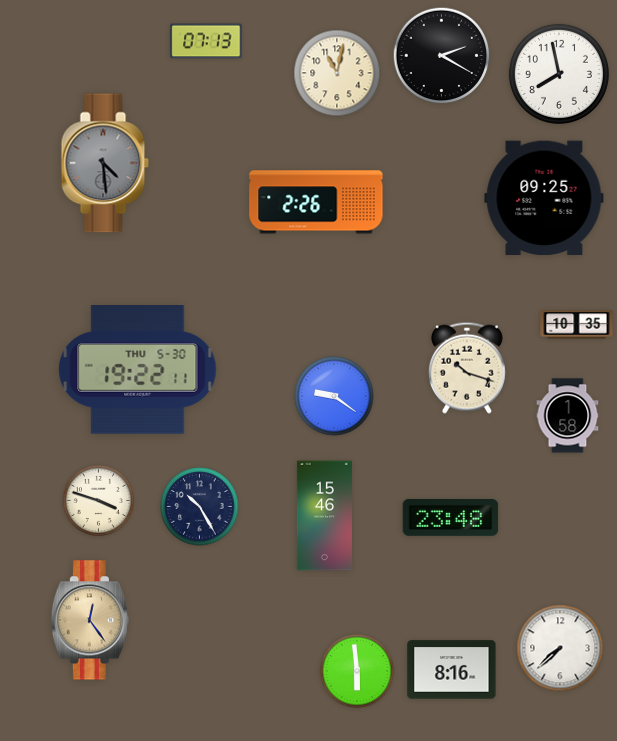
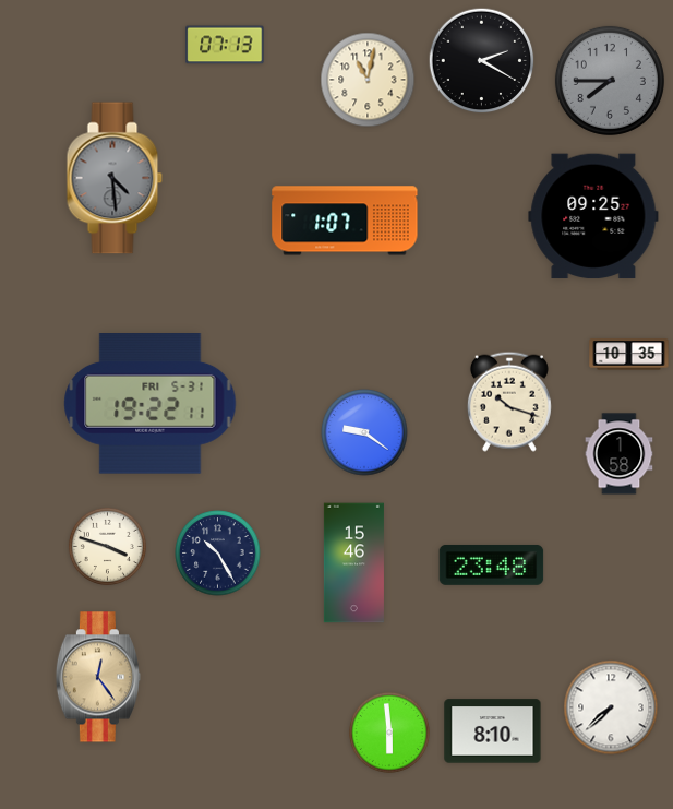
clock at (559, 74): 7:58 -> 7:45
clock at (559, 74) dial: white -> grey
clock at (316, 202): 2:26 -> 1:07
clock at (138, 370) date: THU 5-30 -> FRI 5-31
clock at (452, 670): 8:16 -> 8:10
